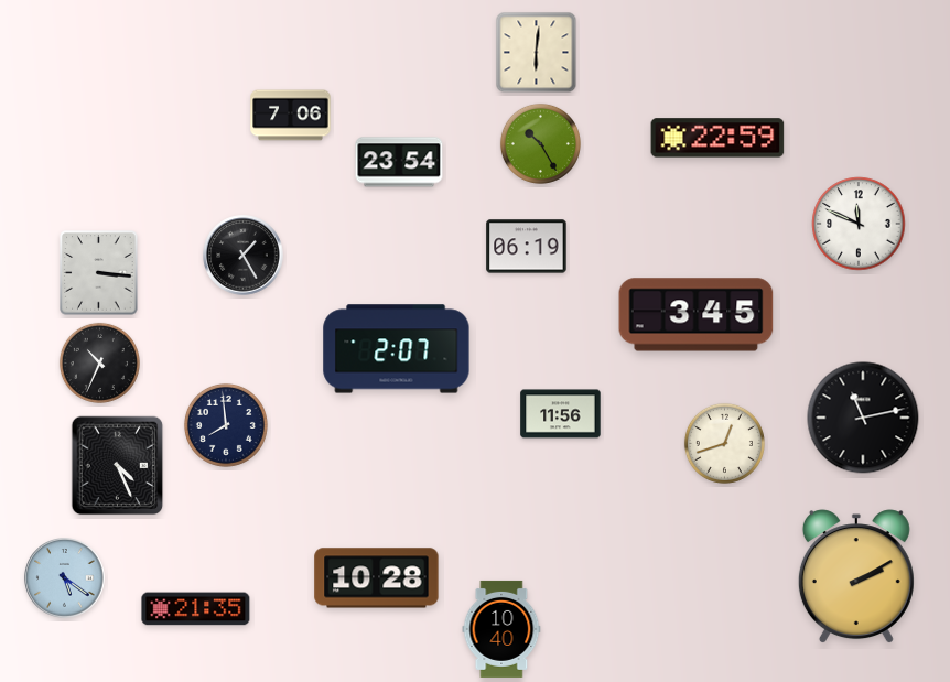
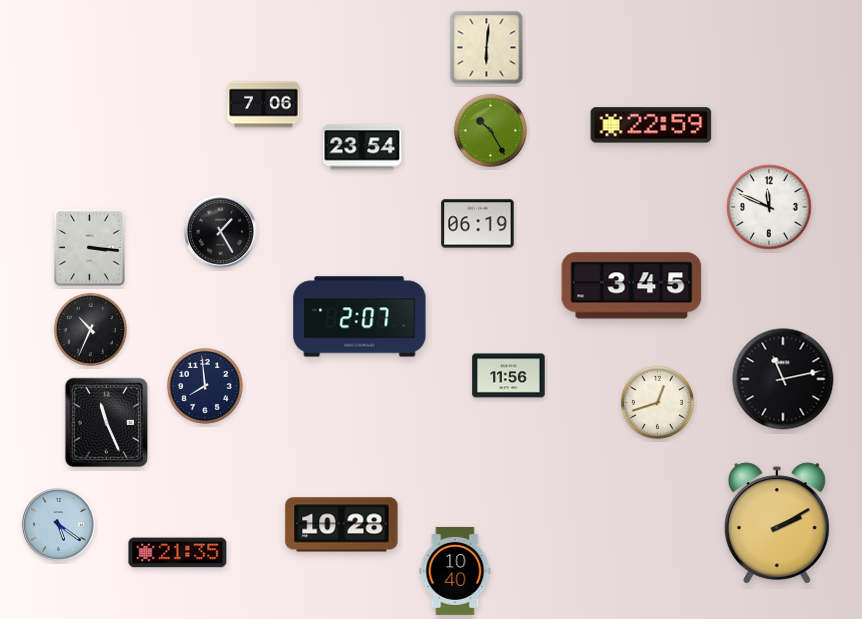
clock at (859, 224) position: (859, 224) -> (769, 207)
clock at (118, 466): 4:26 -> 11:26
